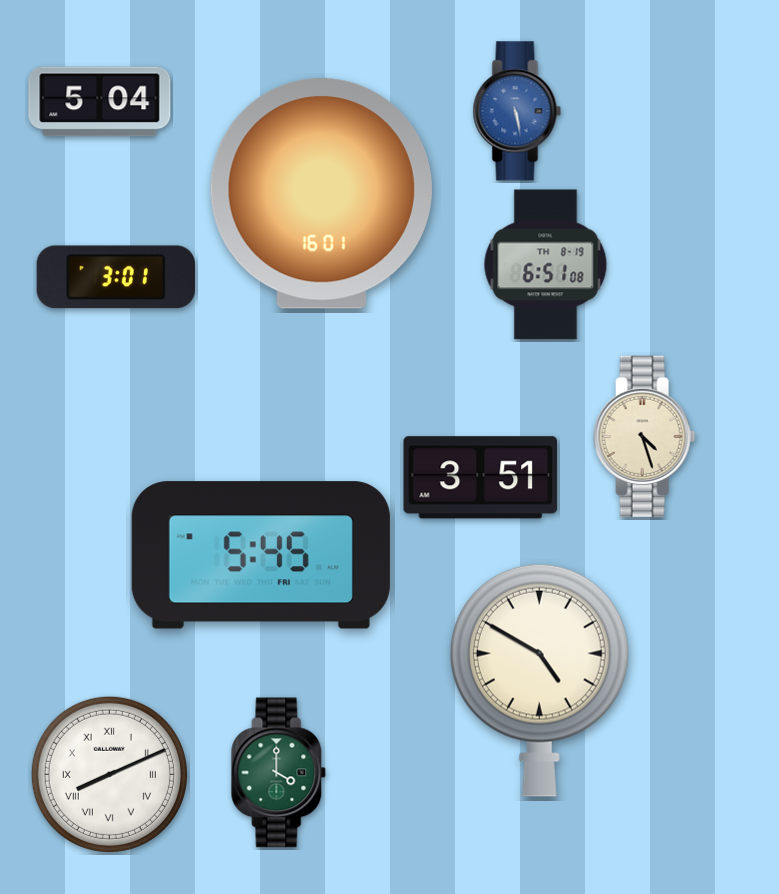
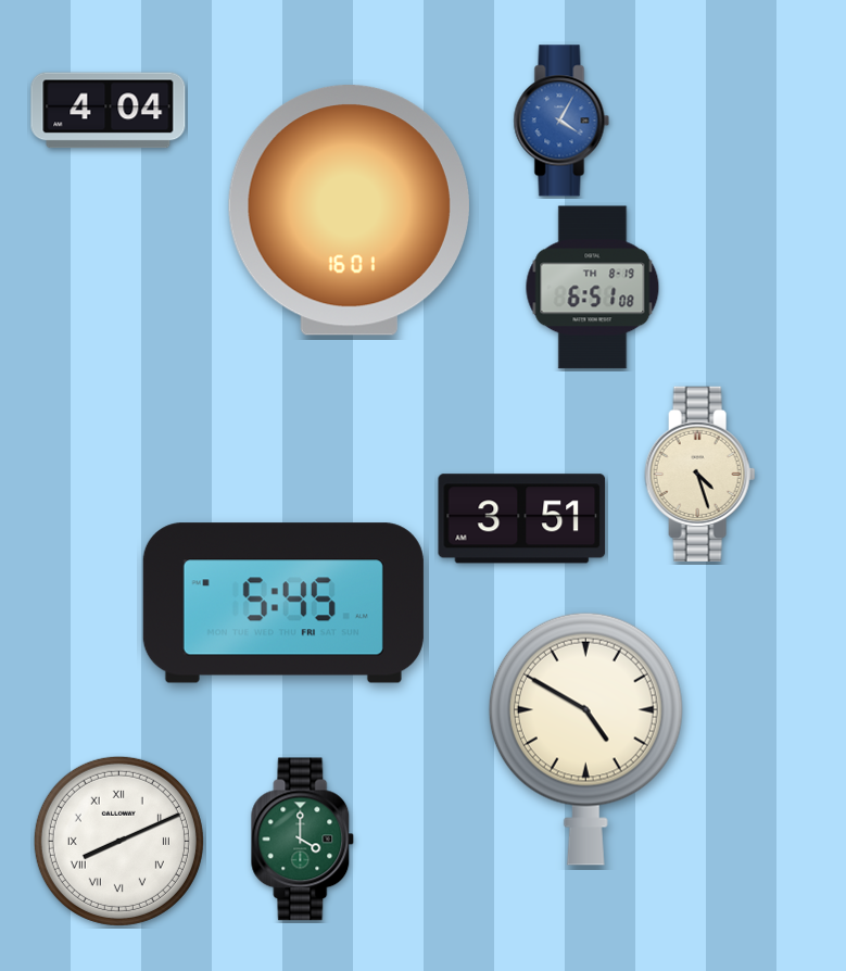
clock at (100, 102): 5:04 -> 4:04
clock at (517, 111): 5:28 -> 4:05
clock at (116, 277): 3:01 -> none
